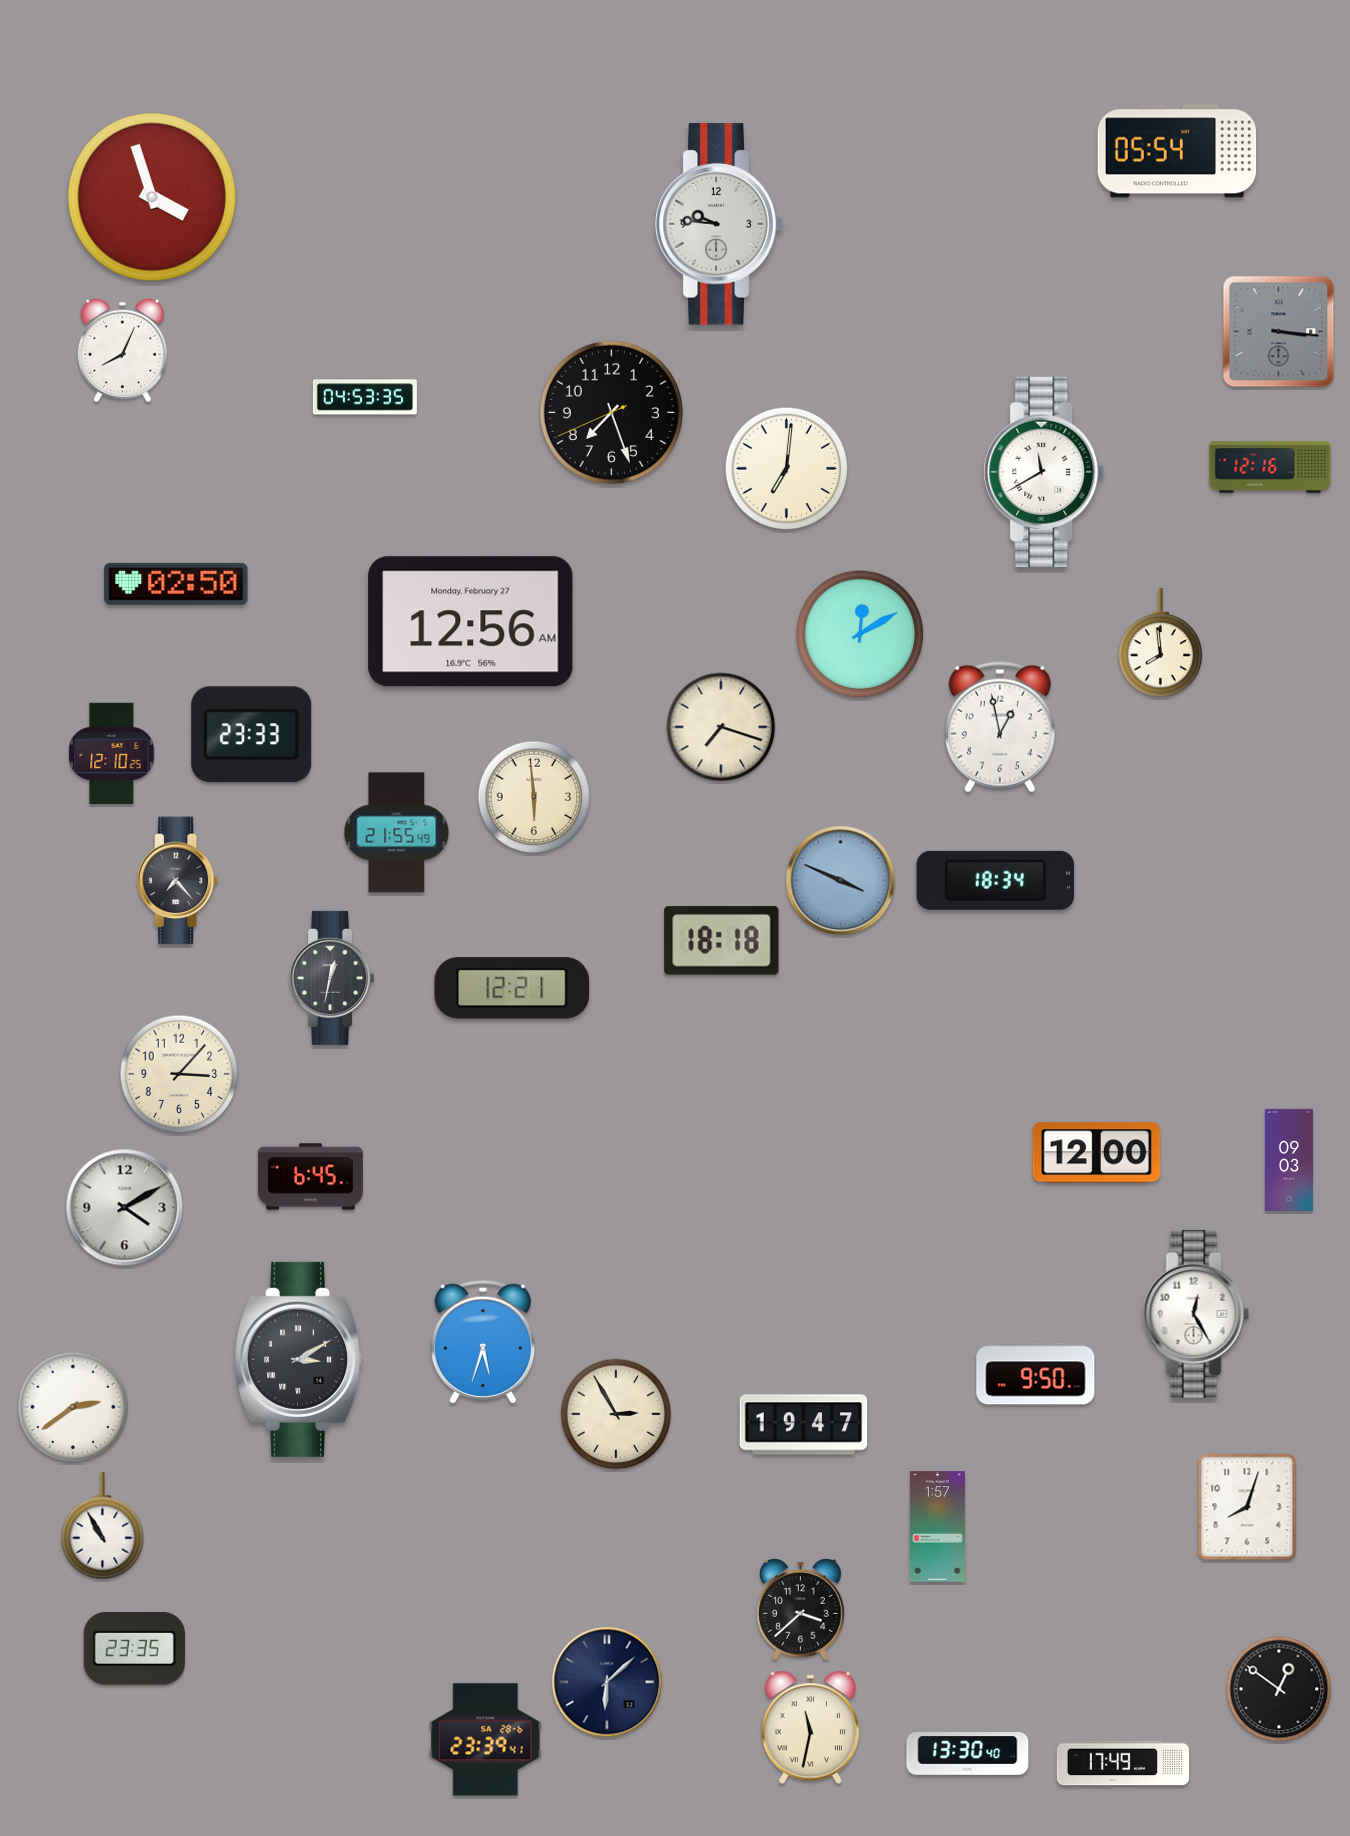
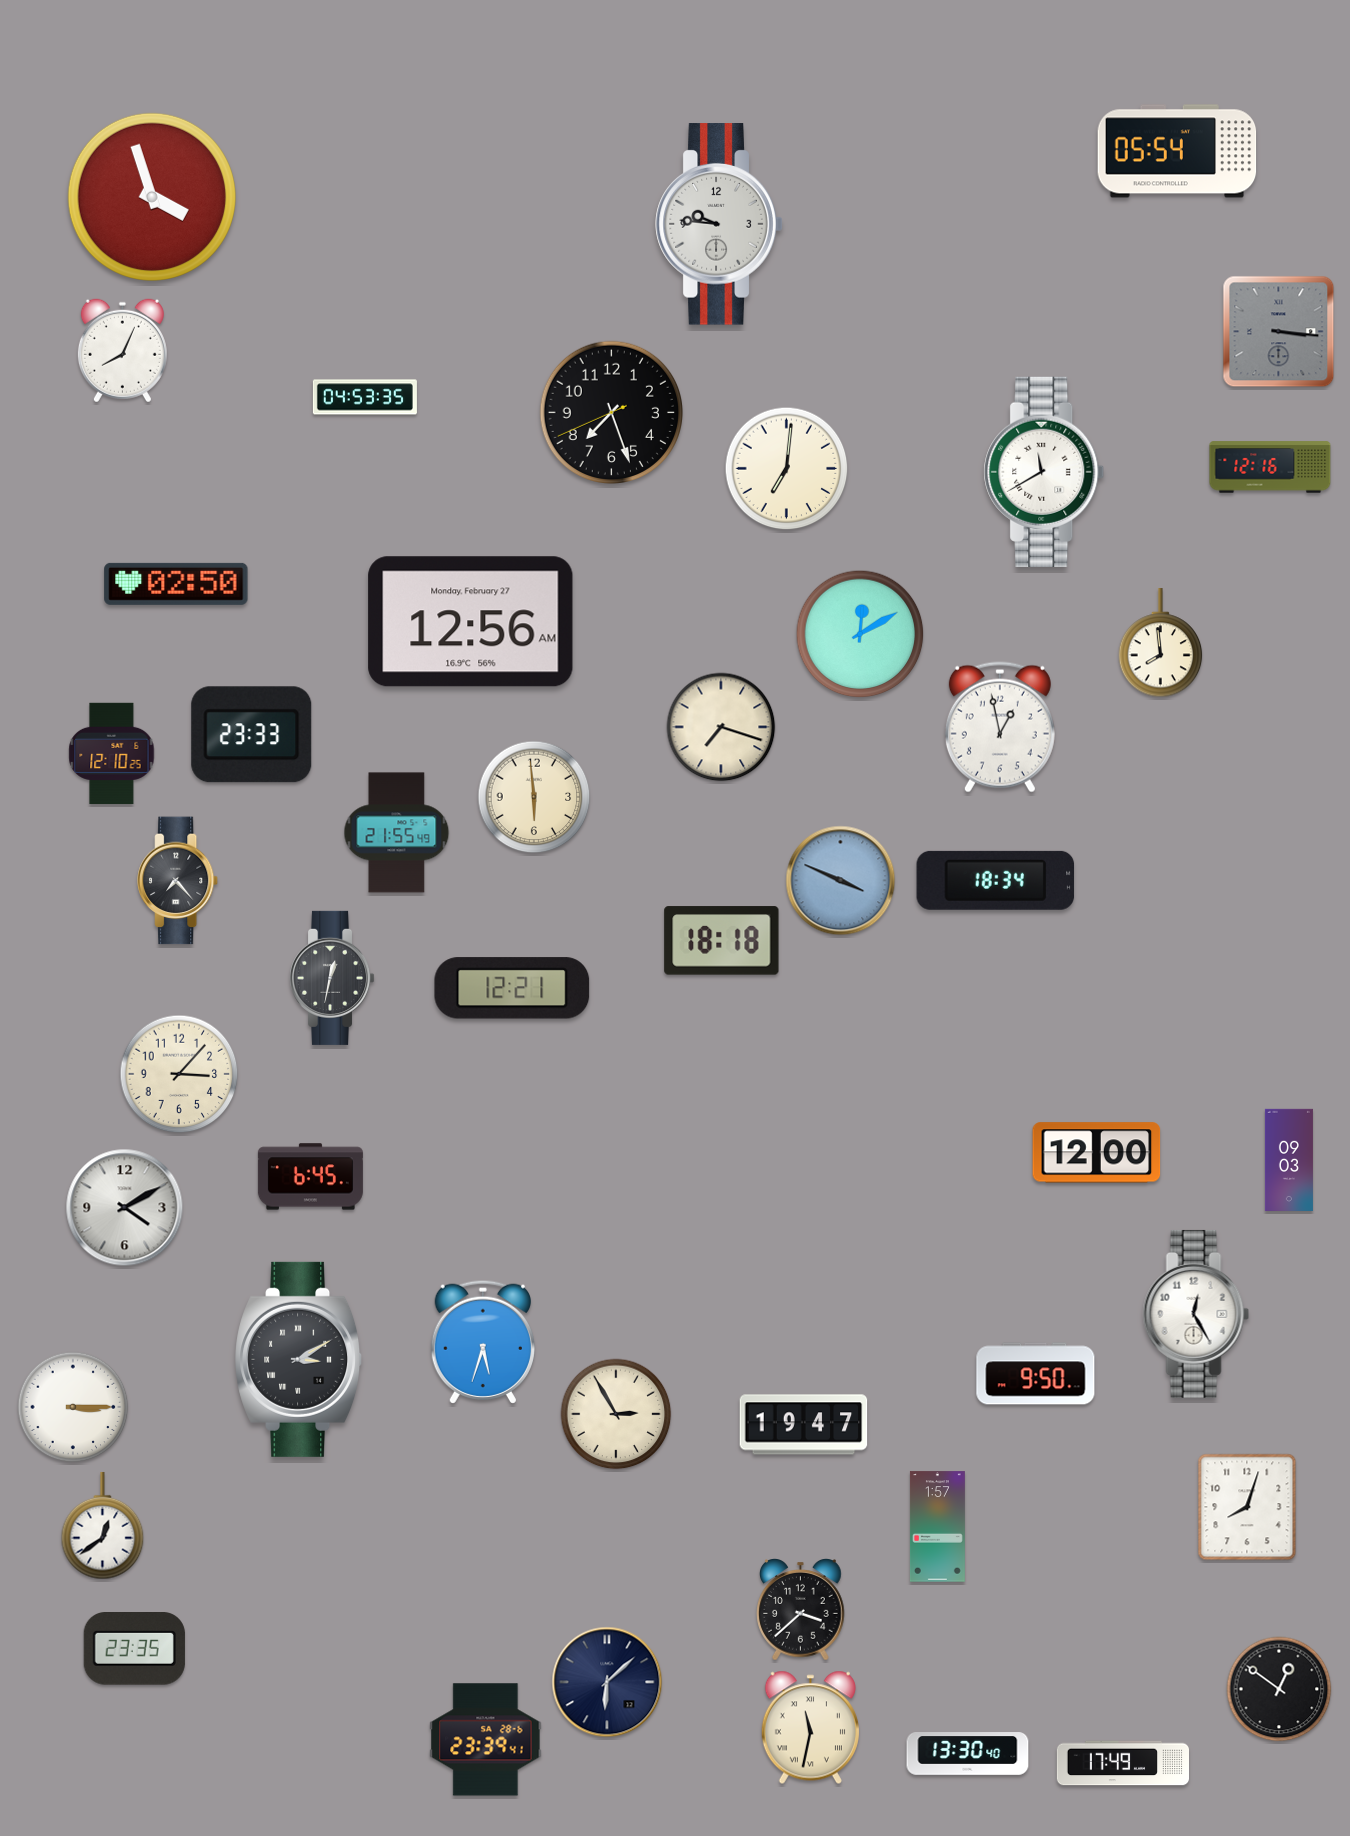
clock at (73, 1407): 2:39 -> 3:15
clock at (103, 1526): 10:55 -> 12:39
